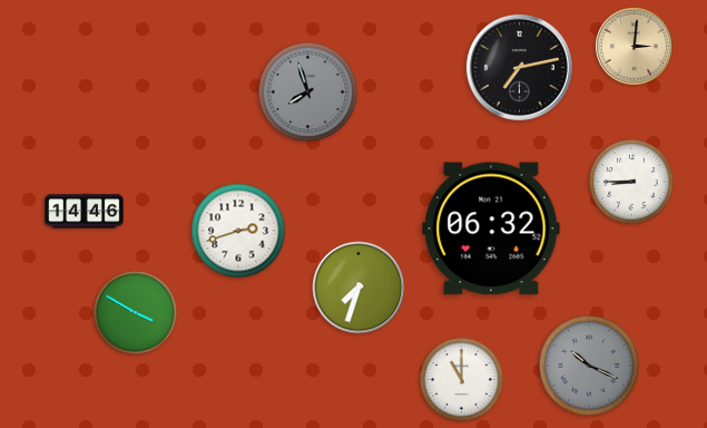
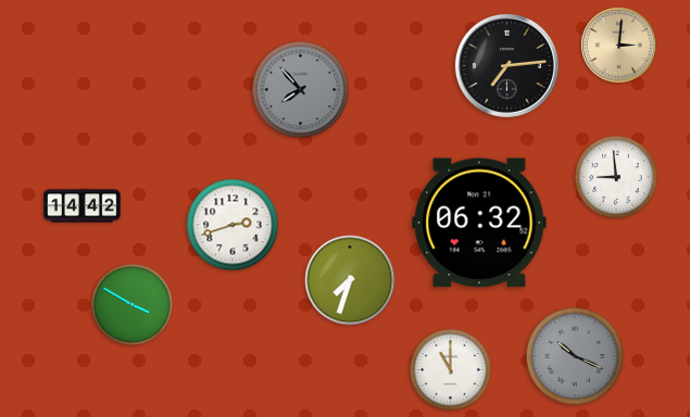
clock at (519, 67): 7:13 -> 7:14
clock at (308, 93): 7:57 -> 7:53
clock at (631, 182): 8:45 -> 8:59
clock at (85, 212): 14:46 -> 14:42
